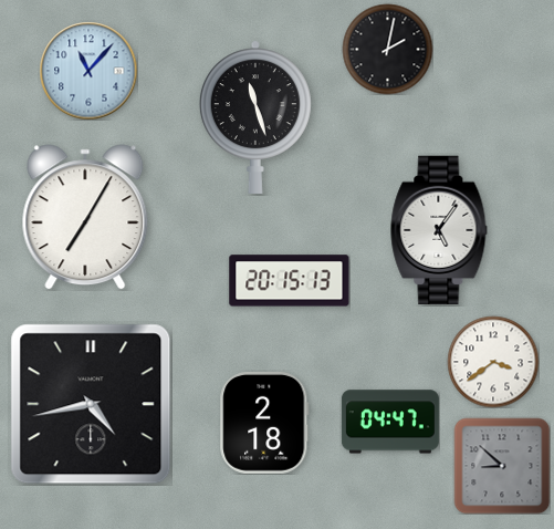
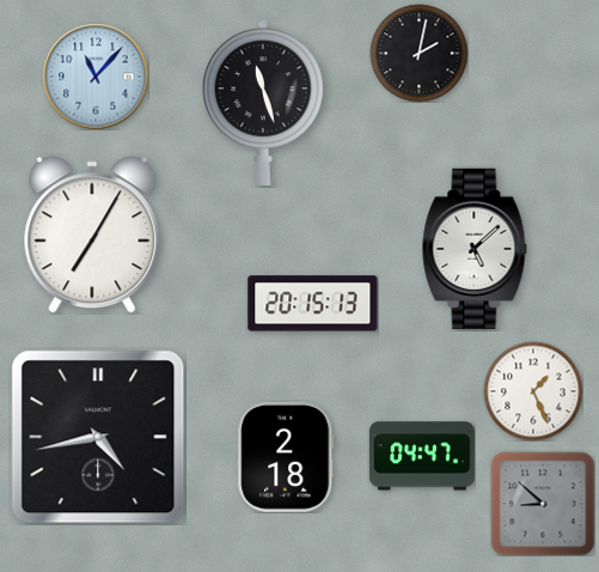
clock at (255, 117) position: (255, 117) -> (263, 103)
clock at (439, 230): 5:06 -> 5:08
clock at (493, 362): 3:39 -> 1:26
